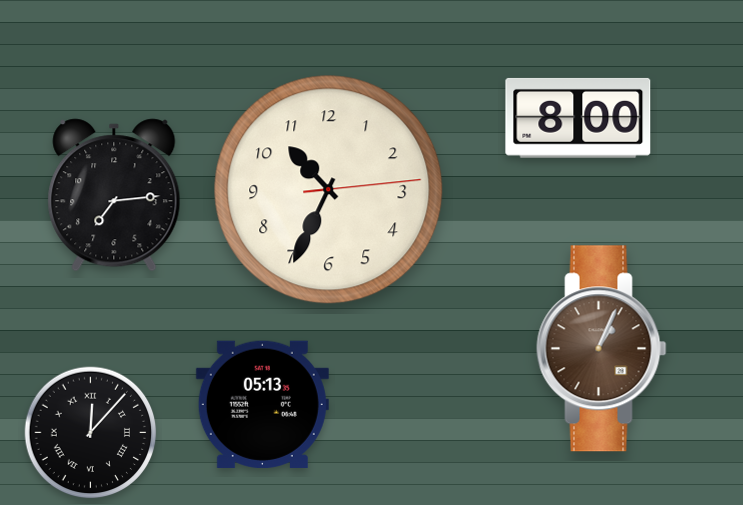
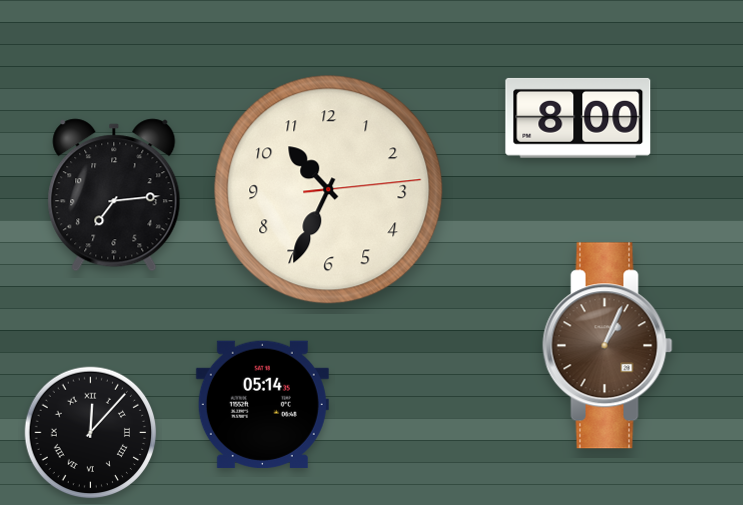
clock at (602, 349) position: (602, 349) -> (608, 346)
clock at (262, 404): 05:13 -> 05:14
